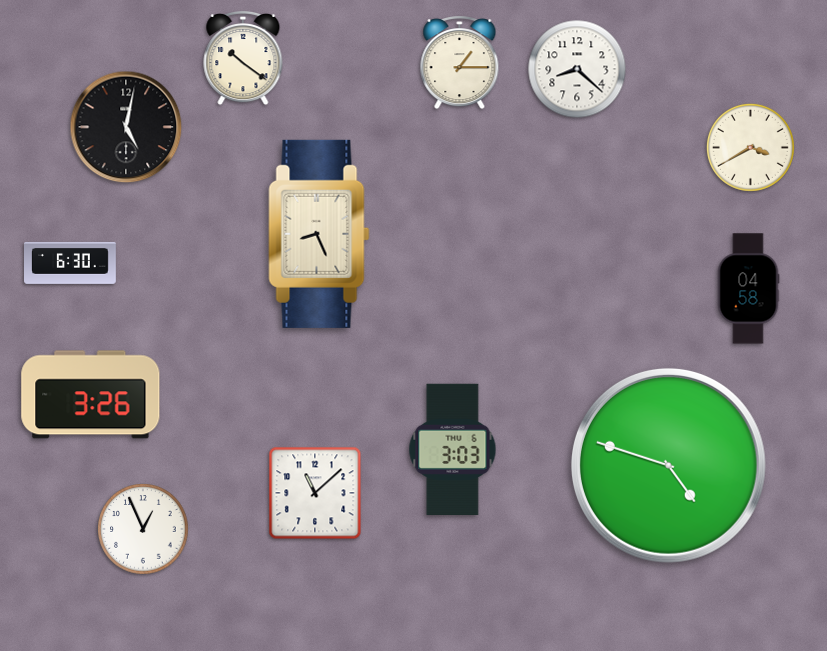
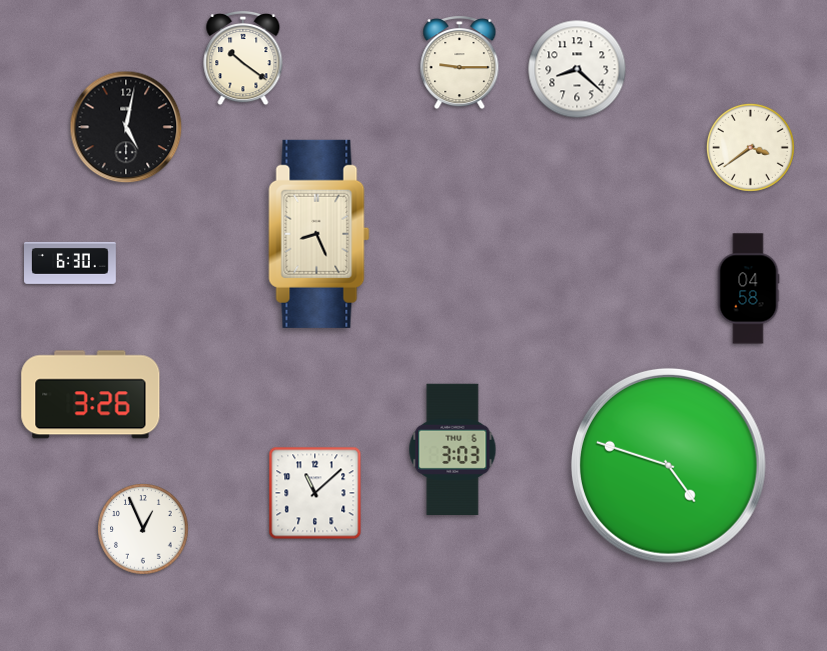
clock at (460, 63): 1:15 -> 9:15
clock at (750, 147): 3:40 -> 3:39
